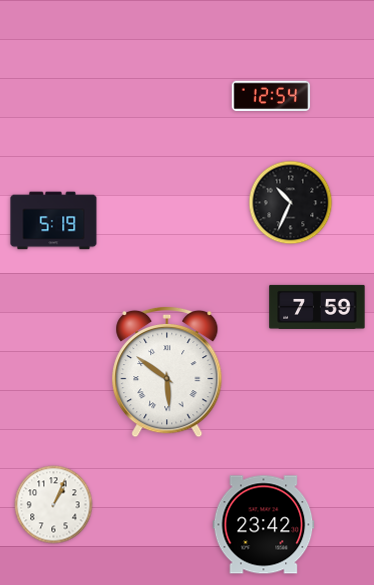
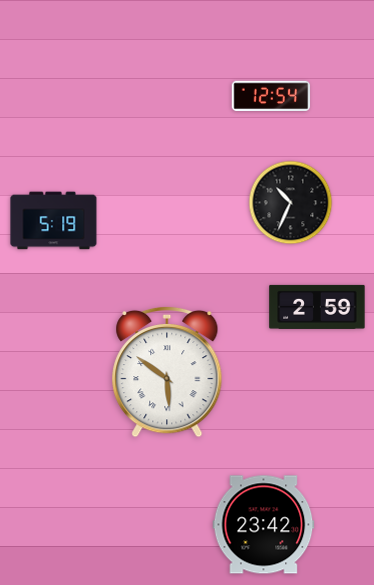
clock at (317, 307): 7:59 -> 2:59
clock at (54, 505): 1:04 -> none
